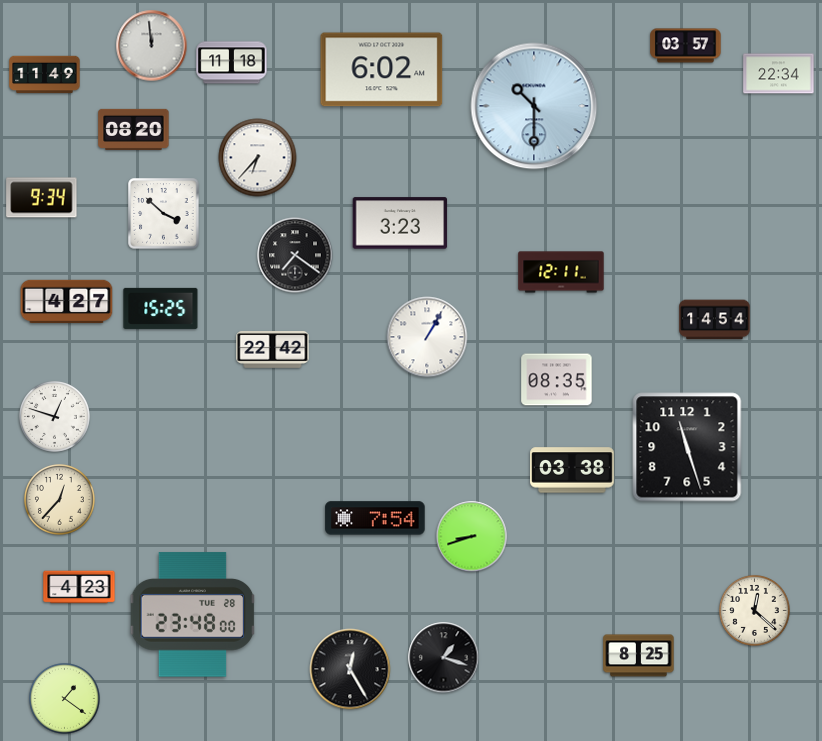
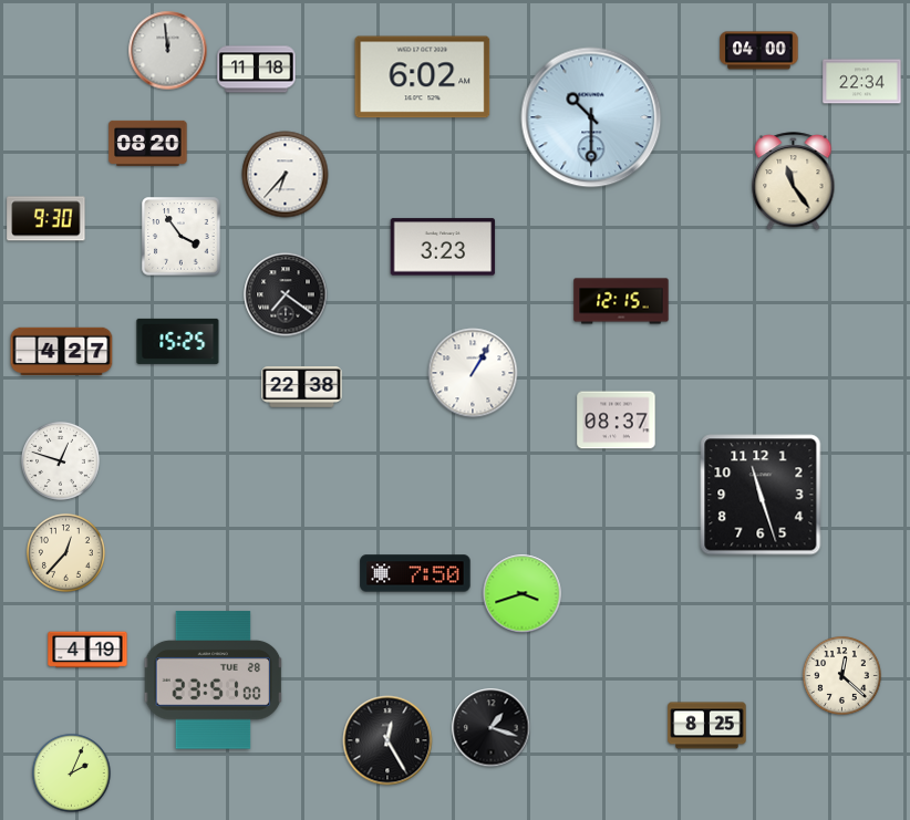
clock at (686, 46): 03:57 -> 04:00
clock at (45, 75): 11:49 -> none
clock at (794, 181): none -> 11:24
clock at (42, 198): 9:34 -> 9:30
clock at (164, 214): 3:52 -> 3:54
clock at (295, 255) position: (295, 255) -> (286, 294)
clock at (561, 272): 12:11 -> 12:15
clock at (67, 302) position: (67, 302) -> (62, 352)
clock at (715, 320): 14:54 -> none
clock at (273, 350): 22:42 -> 22:38
clock at (557, 380): 08:35 -> 08:37
clock at (572, 470): 03:38 -> none
clock at (375, 518): 7:54 -> 7:50
clock at (472, 537): 8:42 -> 3:42
clock at (79, 587): 4:23 -> 4:19
clock at (754, 610) position: (754, 610) -> (841, 675)
clock at (193, 615): 23:48 -> 23:51
clock at (64, 698): 1:21 -> 2:04
